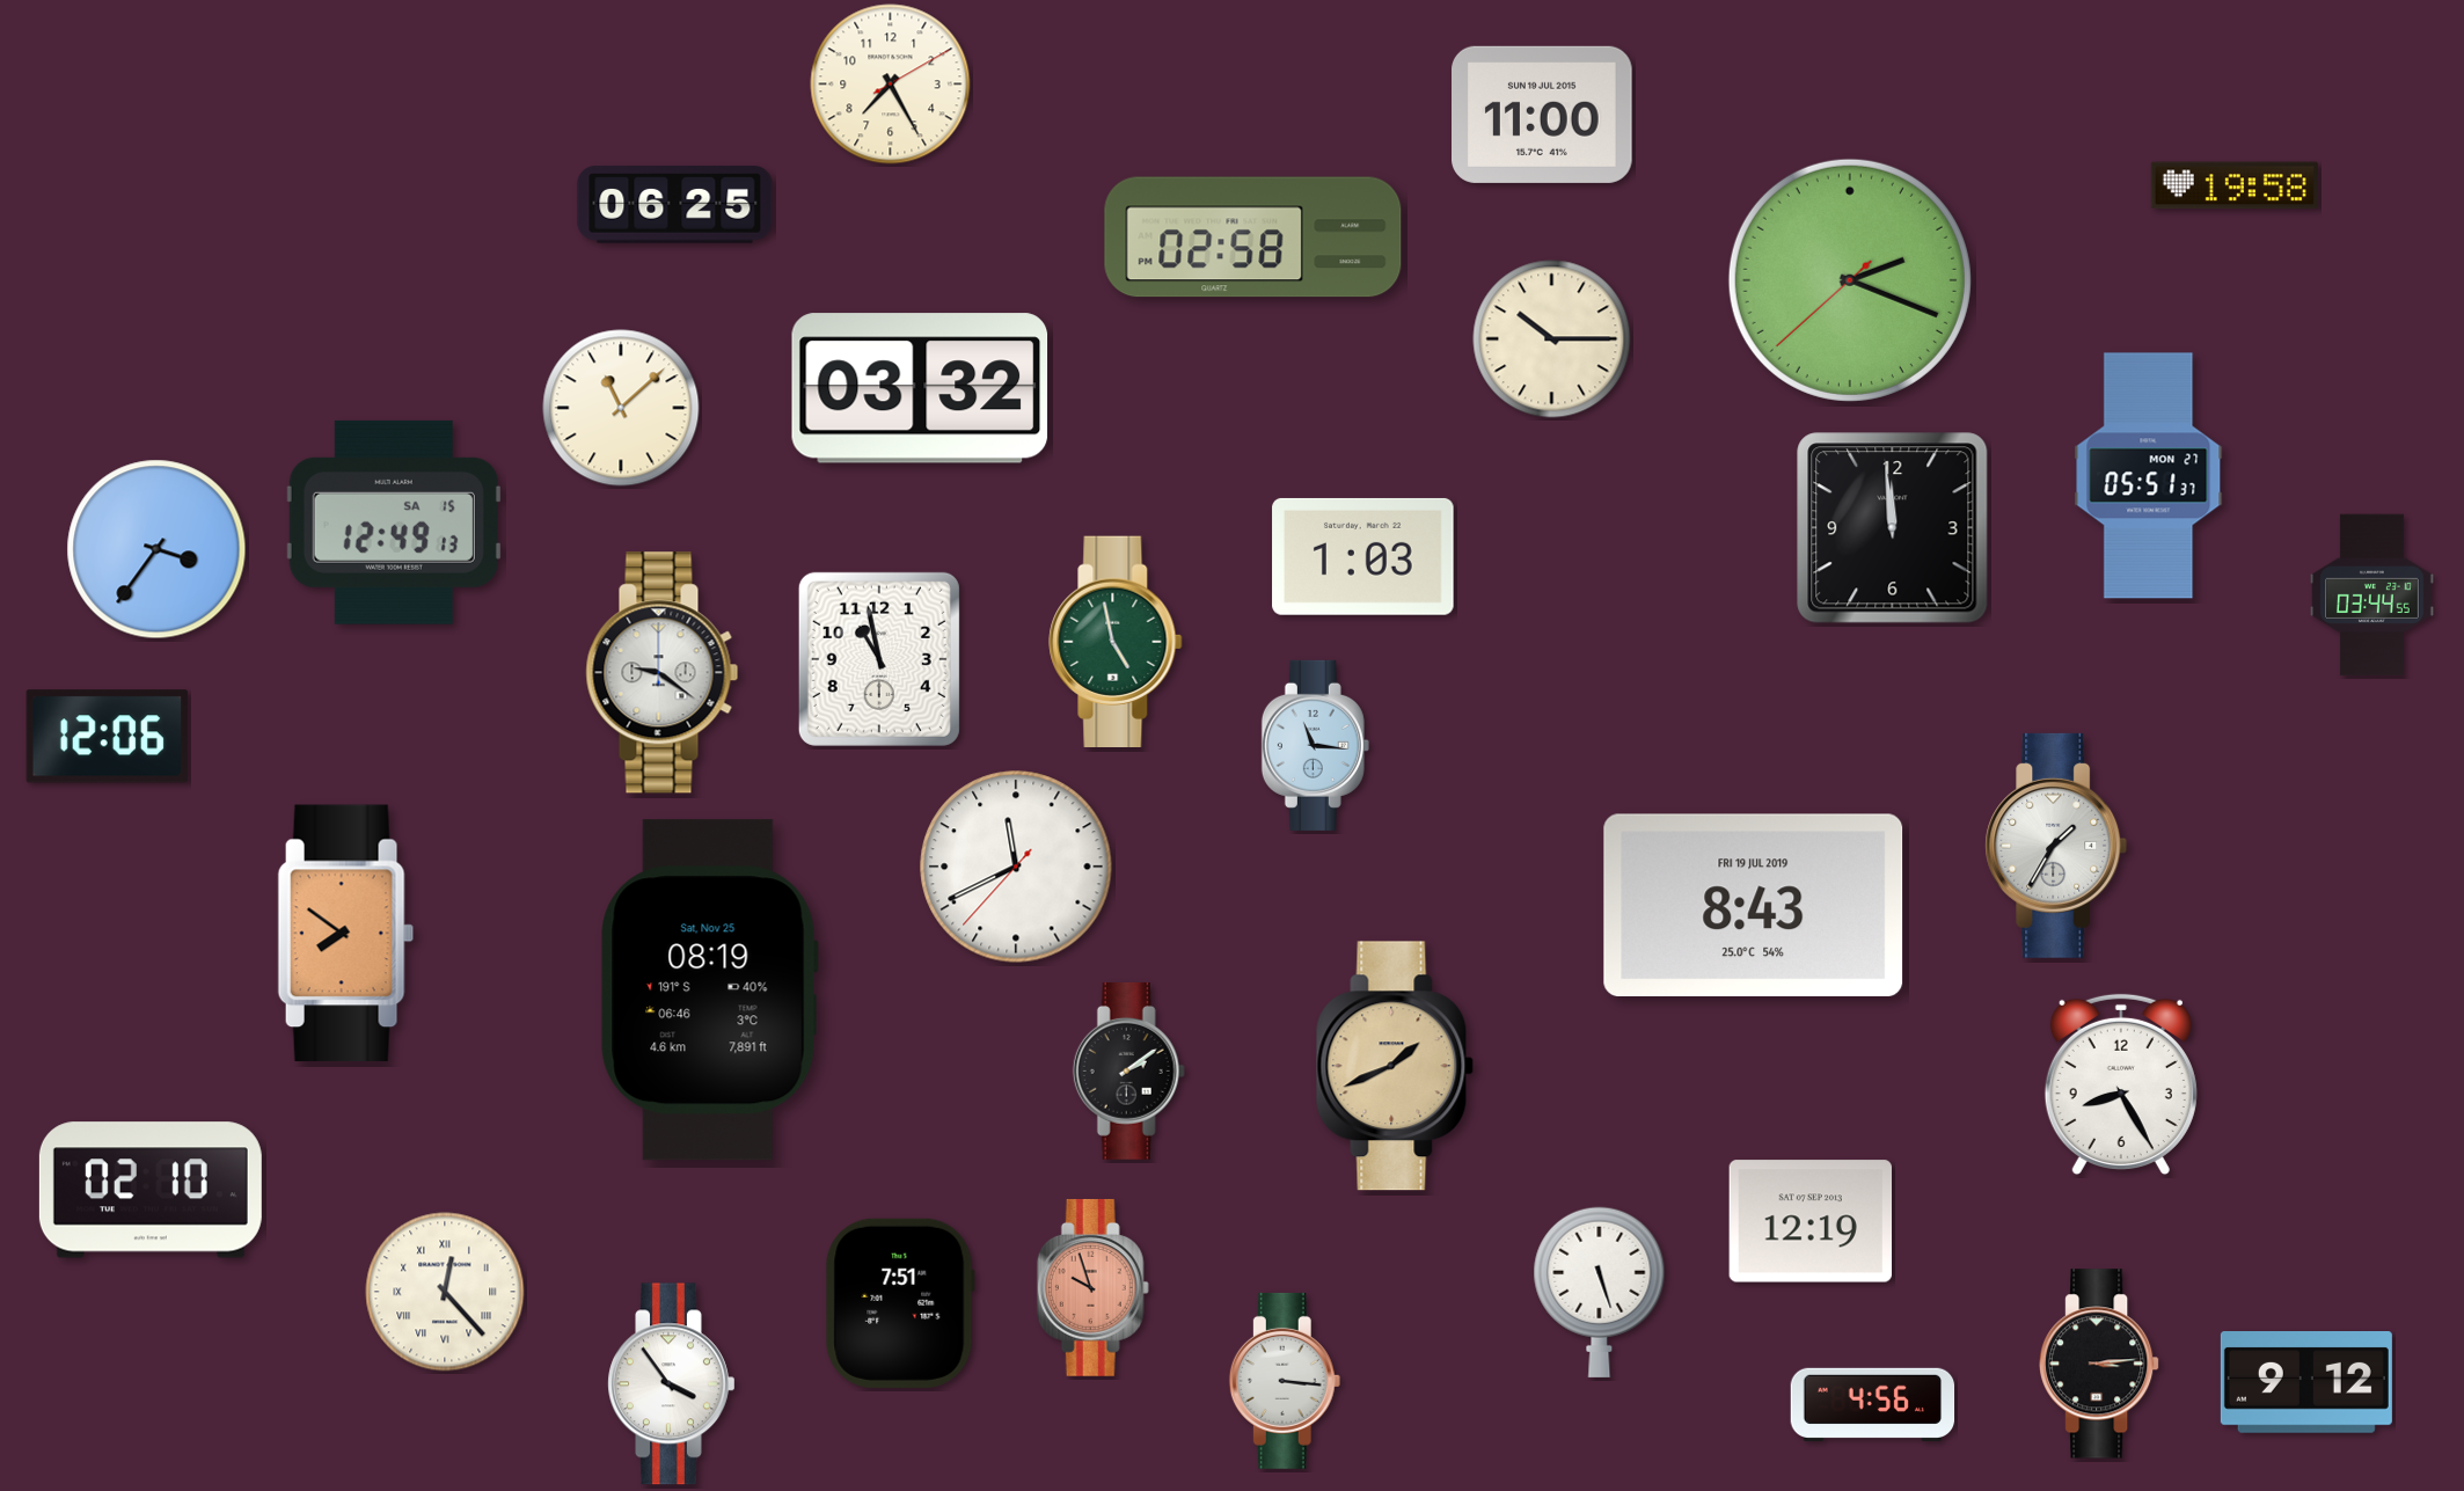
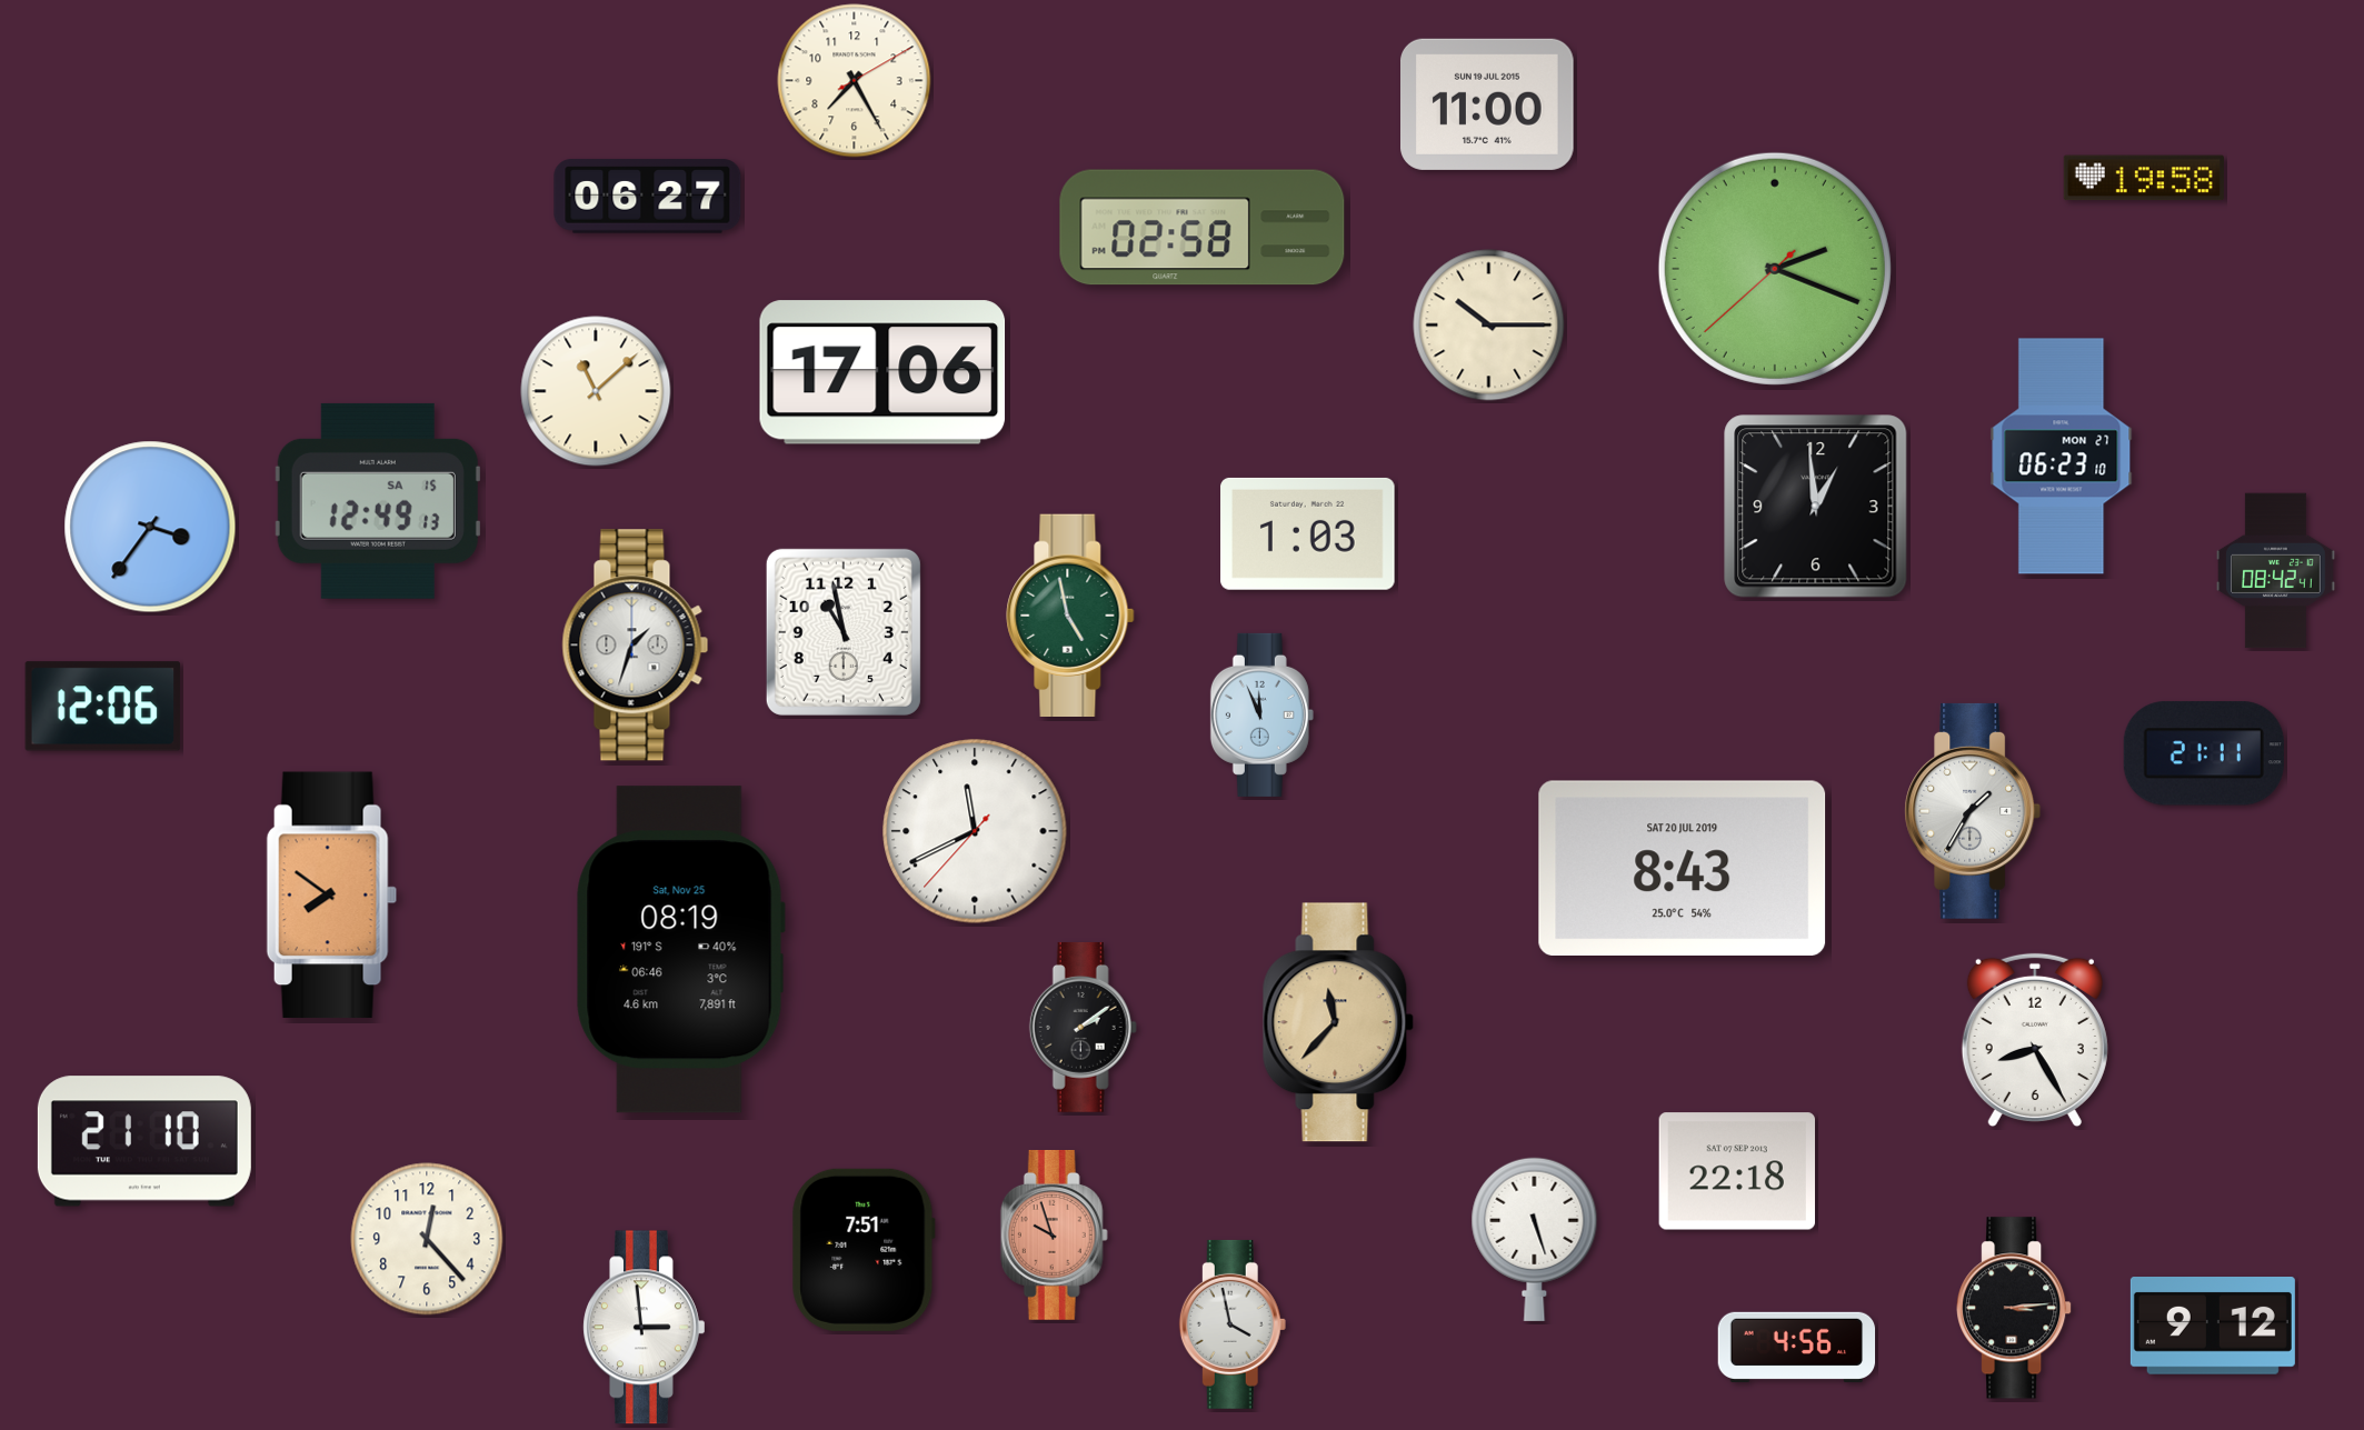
clock at (1543, 115) position: (1543, 115) -> (1488, 104)
clock at (675, 205): 06:25 -> 06:27
clock at (920, 388): 03:32 -> 17:06
clock at (2149, 476): 05:51 -> 06:23
clock at (1893, 528): 11:59 -> 12:59
clock at (2372, 595): 03:44 -> 08:42
clock at (663, 673): 9:21 -> 1:33
clock at (1315, 745): 11:16 -> 11:56
clock at (2204, 753): none -> 21:11
clock at (1754, 905) date: FRI 19 JUL 2019 -> SAT 20 JUL 2019
clock at (1395, 1066): 1:41 -> 11:37
clock at (151, 1190): 02:10 -> 21:10
clock at (1809, 1221): 12:19 -> 22:18
clock at (1092, 1287) position: (1092, 1287) -> (1054, 1234)
clock at (445, 1292) numerals: Roman -> Arabic
clock at (1285, 1381): 3:16 -> 3:58
clock at (672, 1384): 3:54 -> 2:59
